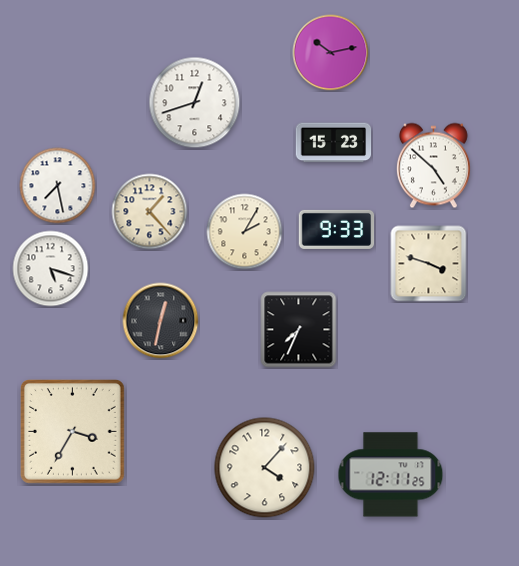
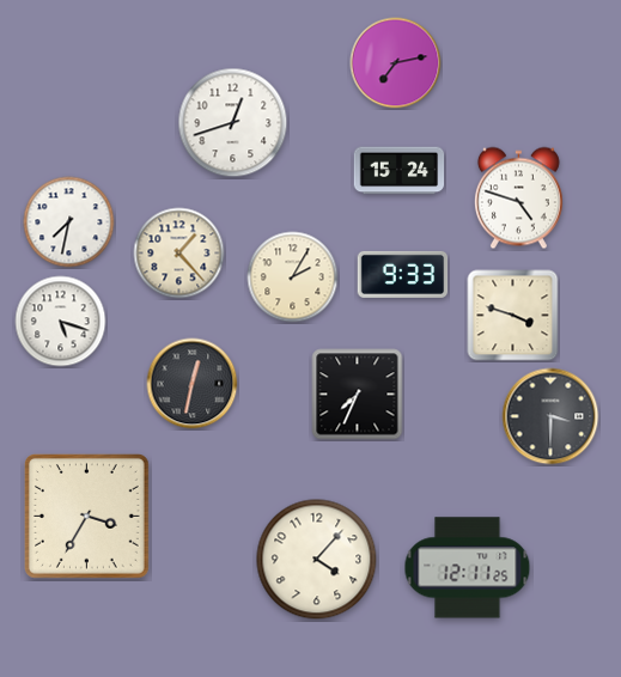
clock at (331, 53): 10:13 -> 7:13
clock at (334, 143): 15:23 -> 15:24
clock at (433, 166): 4:52 -> 4:48
clock at (58, 186): 7:28 -> 7:32
clock at (550, 416): none -> 3:30
